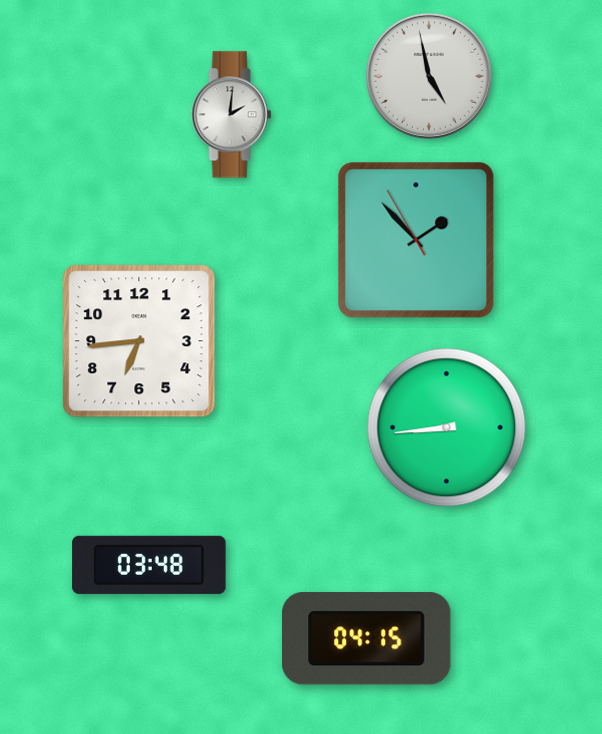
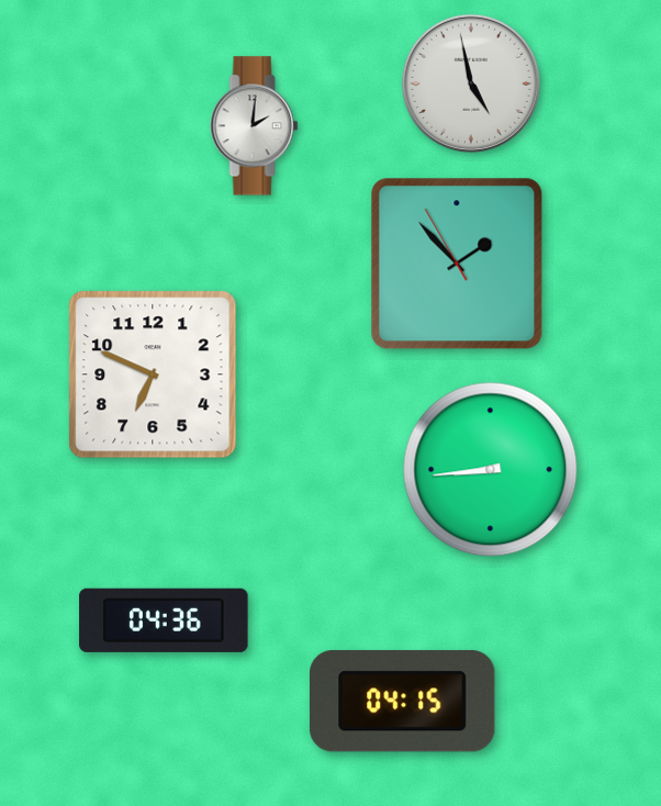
clock at (139, 341): 6:44 -> 6:49
clock at (149, 565): 03:48 -> 04:36
